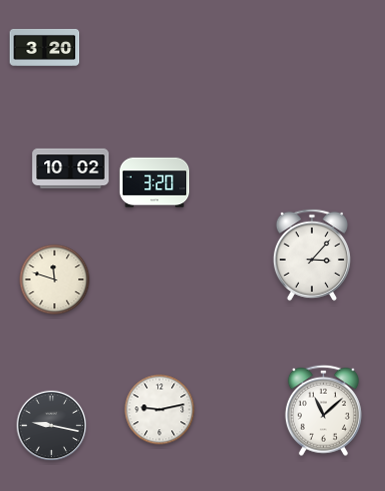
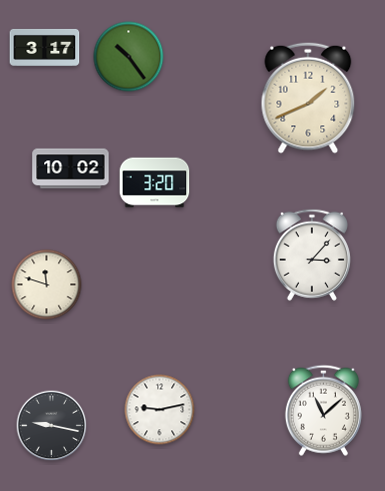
clock at (45, 47): 3:20 -> 3:17
clock at (129, 57): none -> 10:24
clock at (308, 98): none -> 1:41
clock at (55, 280) position: (55, 280) -> (47, 285)
